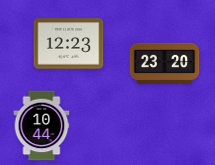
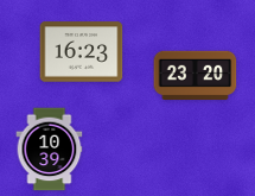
clock at (69, 44): 12:23 -> 16:23
clock at (42, 126): 10:44 -> 10:39
